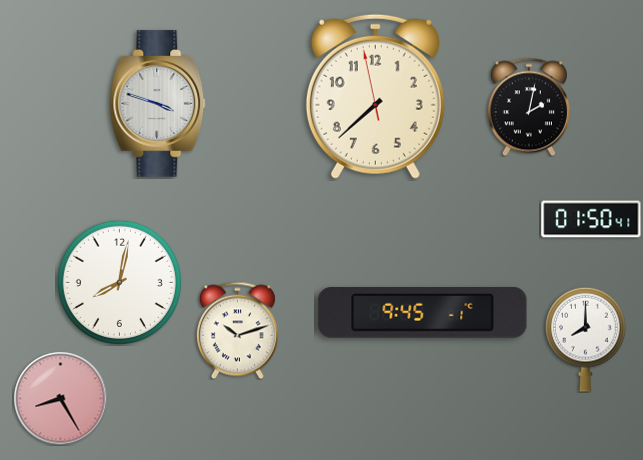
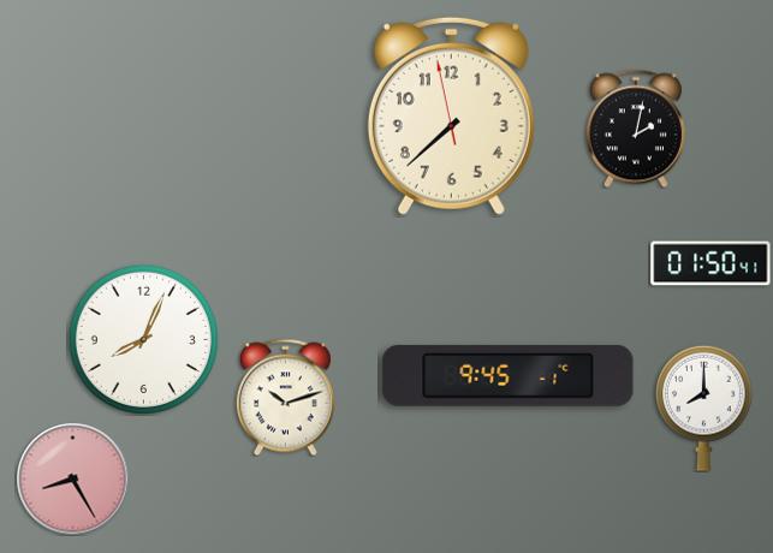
clock at (158, 104): 3:48 -> none
clock at (119, 282): 8:02 -> 8:04
